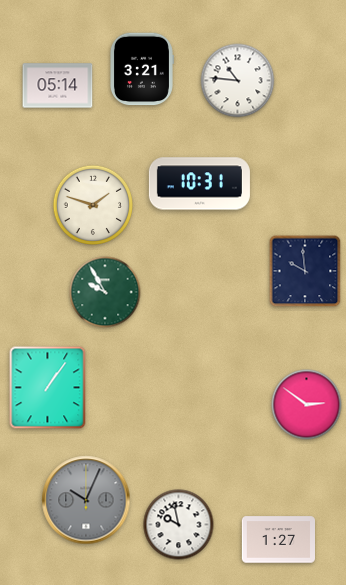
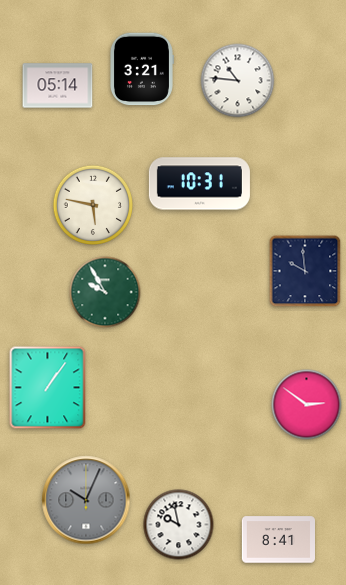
clock at (92, 204): 1:48 -> 5:47
clock at (278, 540): 1:27 -> 8:41
